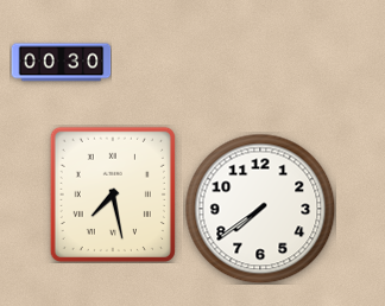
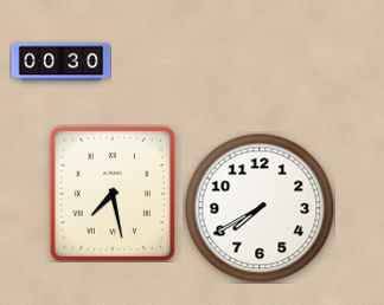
clock at (260, 209): 7:39 -> 7:40
